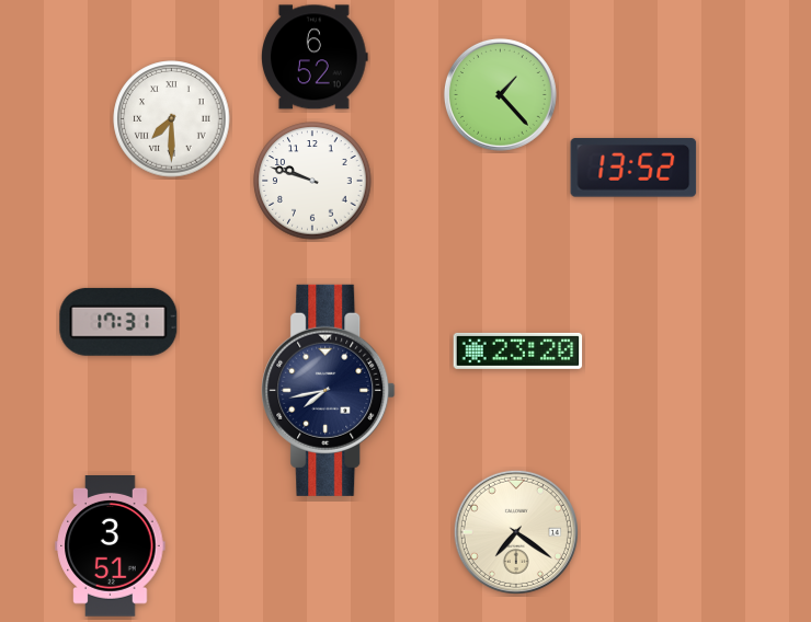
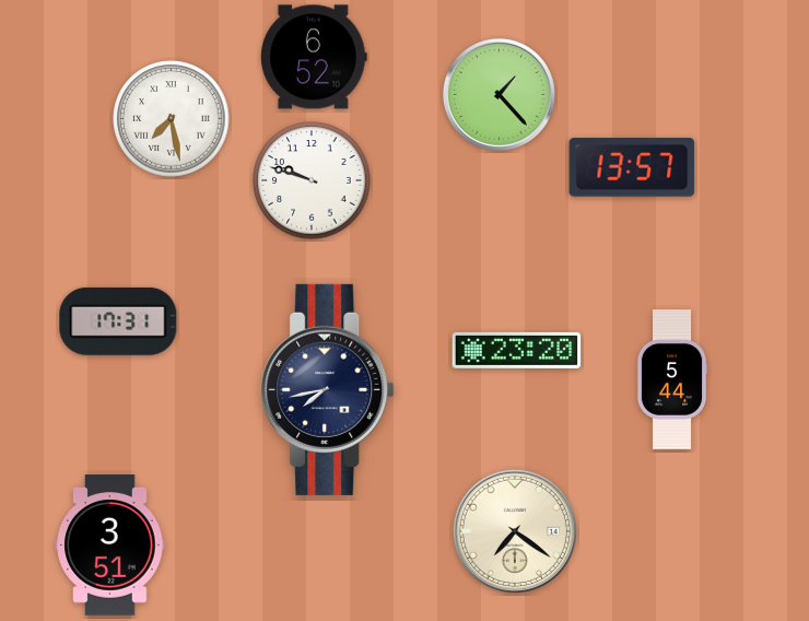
clock at (172, 119): 7:30 -> 7:28
clock at (633, 168): 13:52 -> 13:57
clock at (672, 379): none -> 5:44
